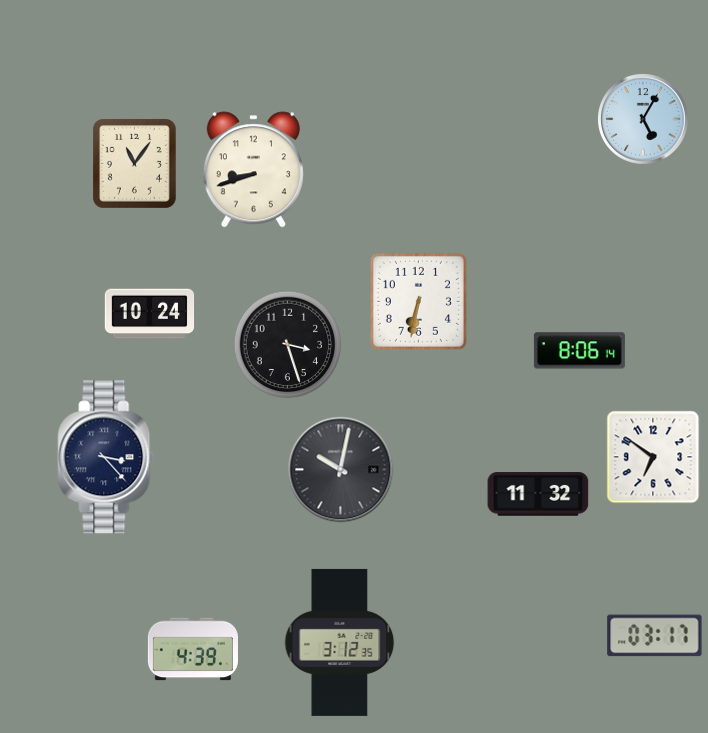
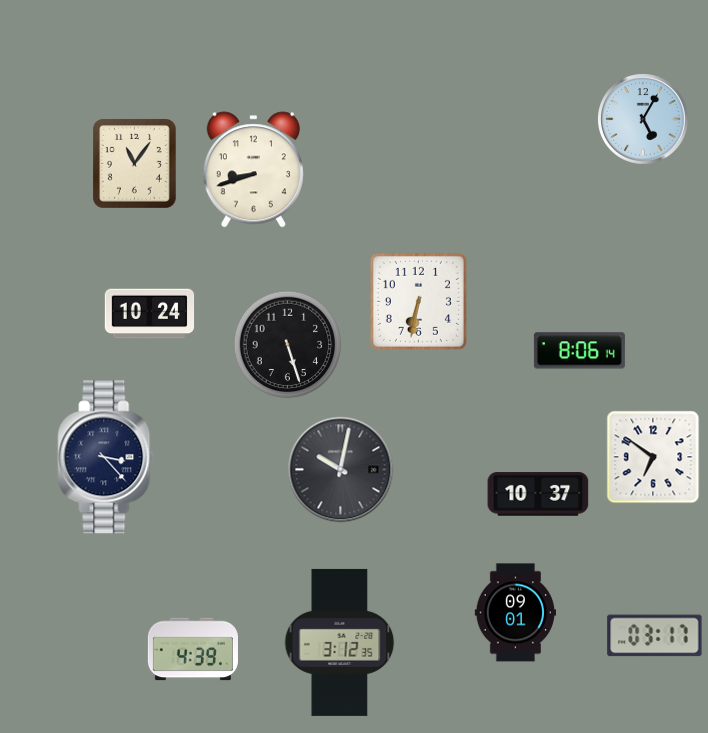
clock at (288, 345): 3:27 -> 5:27
clock at (538, 494): 11:32 -> 10:37
clock at (515, 613): none -> 09:01
